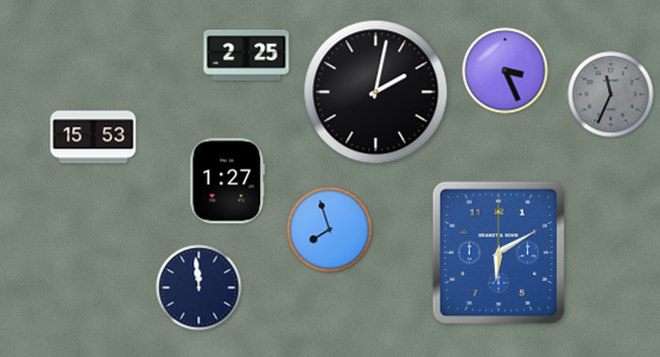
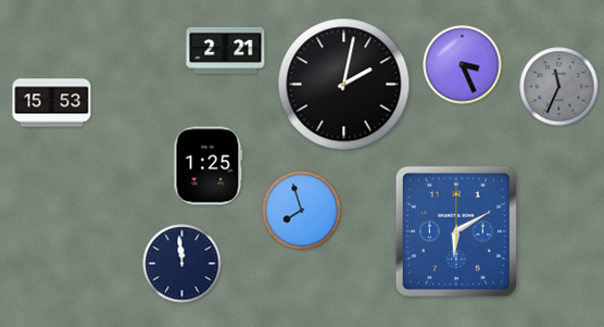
clock at (247, 55): 2:25 -> 2:21
clock at (94, 138) position: (94, 138) -> (52, 103)
clock at (228, 181): 1:27 -> 1:25
